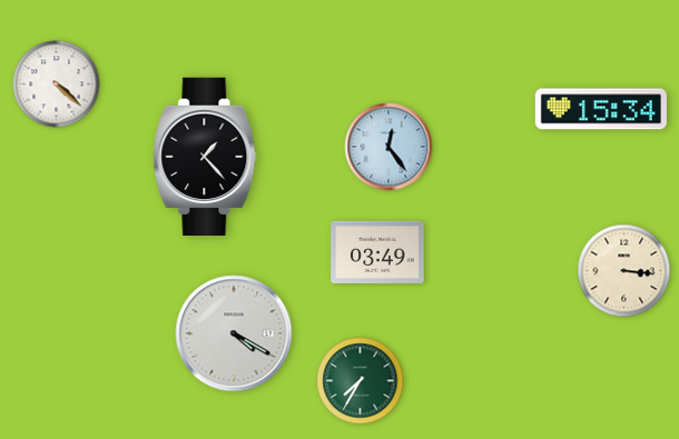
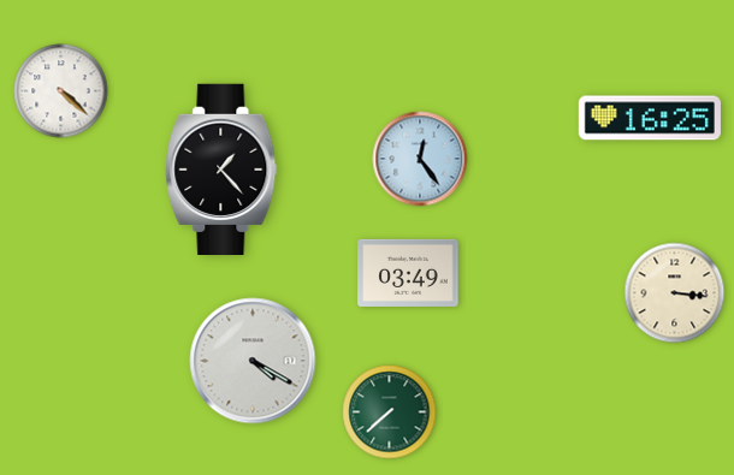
clock at (601, 109): 15:34 -> 16:25
clock at (361, 381): 7:35 -> 7:38
